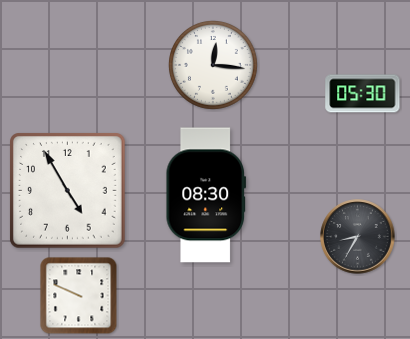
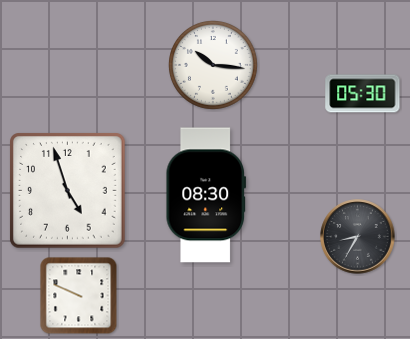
clock at (214, 66): 12:16 -> 10:16
clock at (68, 191): 4:55 -> 4:57
